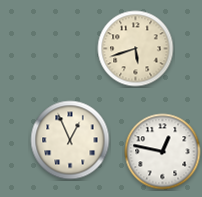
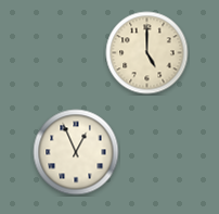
clock at (136, 49): 5:42 -> 5:00
clock at (163, 152): 12:47 -> none
